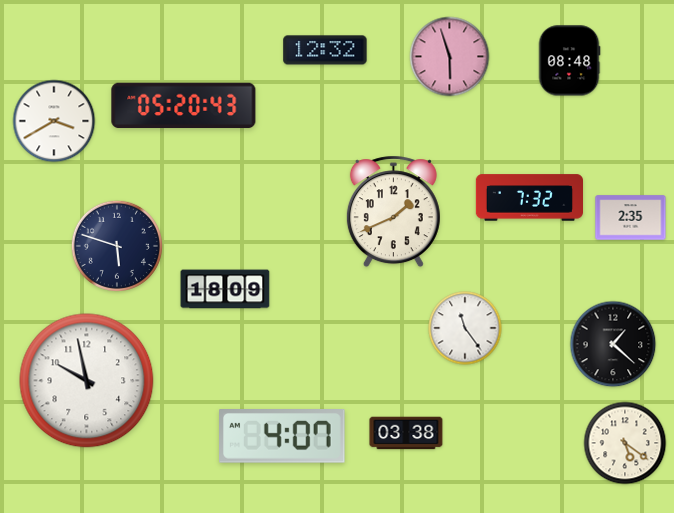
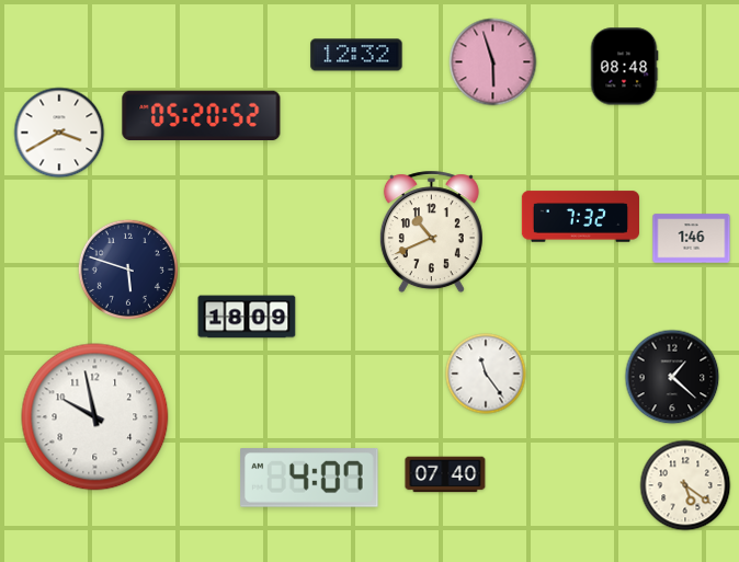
clock at (184, 106): 05:20:43 -> 05:20:52
clock at (393, 212): 1:41 -> 10:41
clock at (631, 218): 2:35 -> 1:46
clock at (465, 328) position: (465, 328) -> (486, 374)
clock at (406, 433): 03:38 -> 07:40
